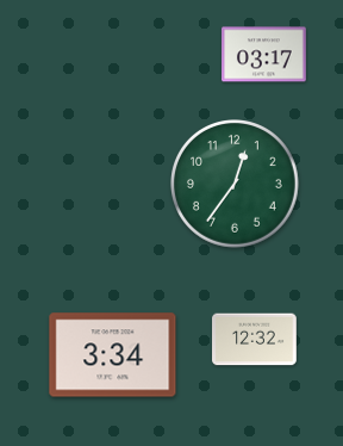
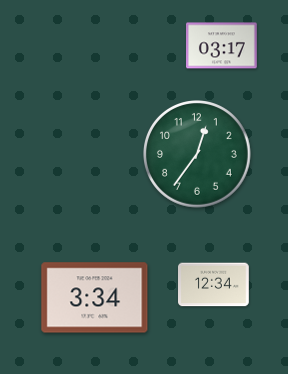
clock at (255, 340): 12:32 -> 12:34
